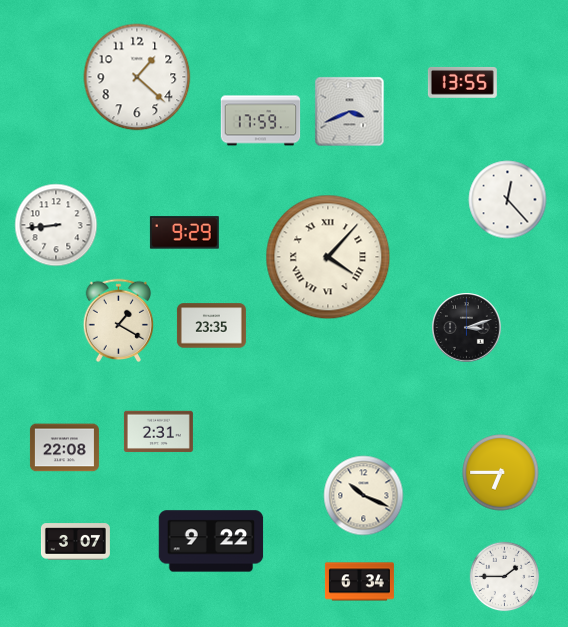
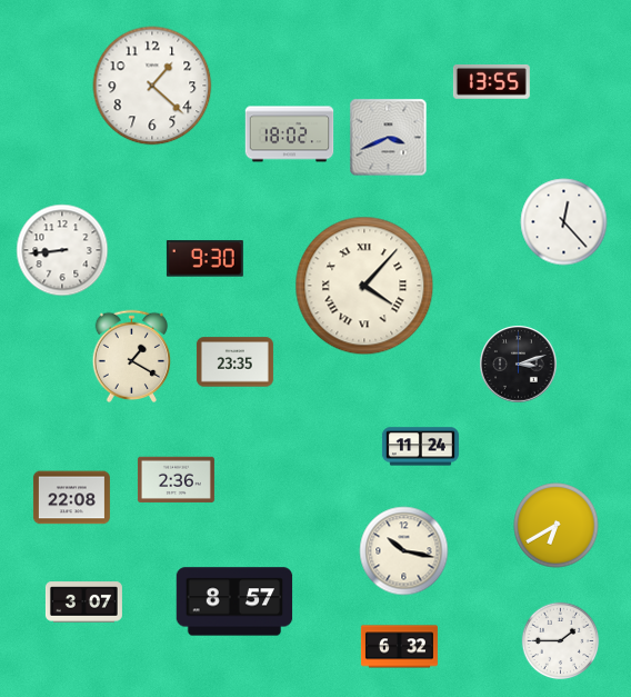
clock at (462, 82) position: (462, 82) -> (491, 81)
clock at (350, 112) position: (350, 112) -> (389, 138)
clock at (261, 121): 17:59 -> 18:02
clock at (184, 233): 9:29 -> 9:30
clock at (420, 447): none -> 11:24
clock at (158, 432): 2:31 -> 2:36
clock at (501, 473): 6:45 -> 6:40
clock at (364, 496): 10:19 -> 10:17
clock at (211, 541): 9:22 -> 8:57
clock at (359, 582): 6:34 -> 6:32
